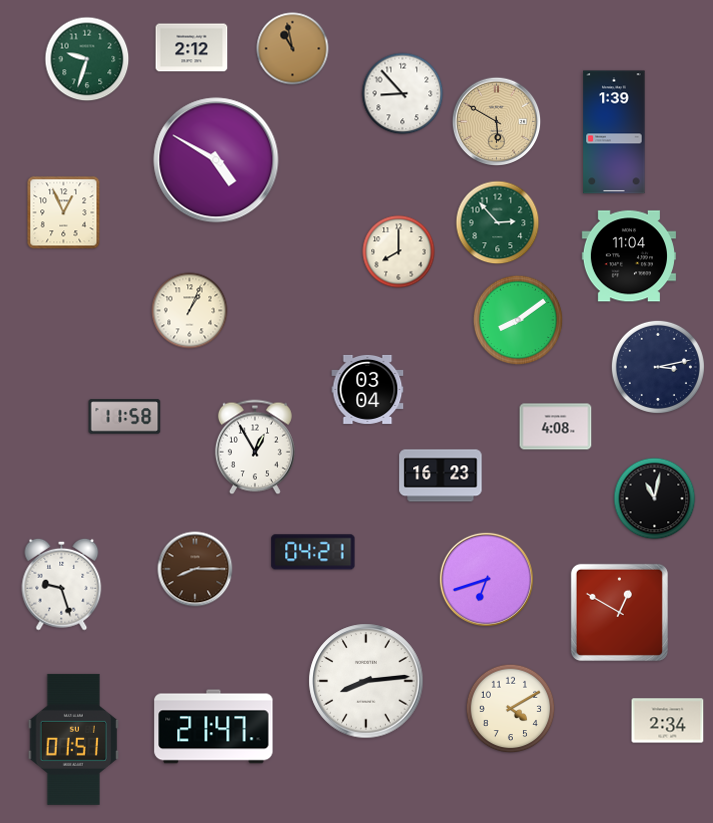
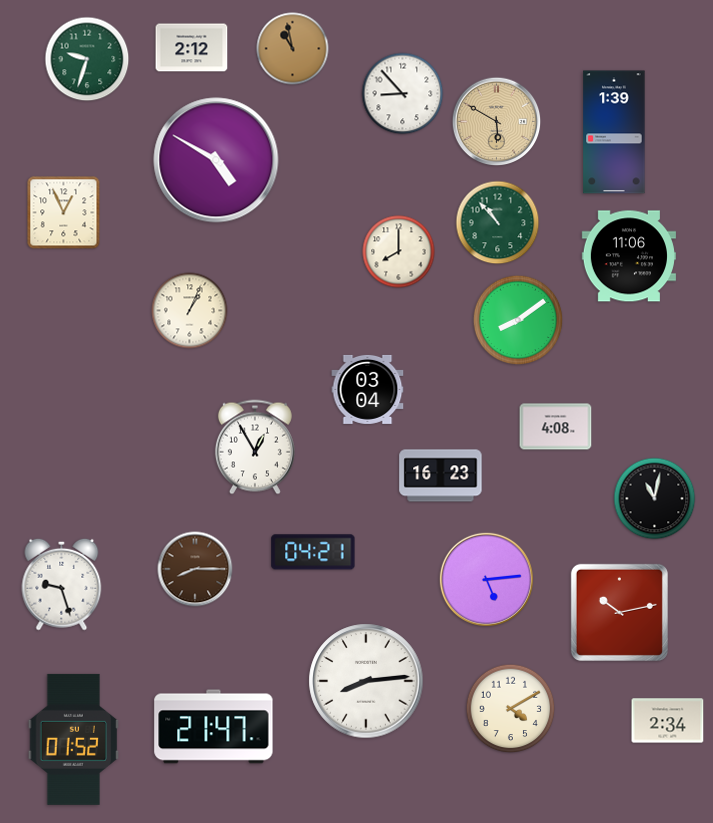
clock at (498, 223): 2:53 -> 10:53
clock at (629, 256): 11:04 -> 11:06
clock at (658, 367): 3:13 -> none
clock at (125, 417): 11:58 -> none
clock at (486, 579): 6:42 -> 5:14
clock at (619, 612): 12:50 -> 10:13
clock at (74, 739): 01:51 -> 01:52
